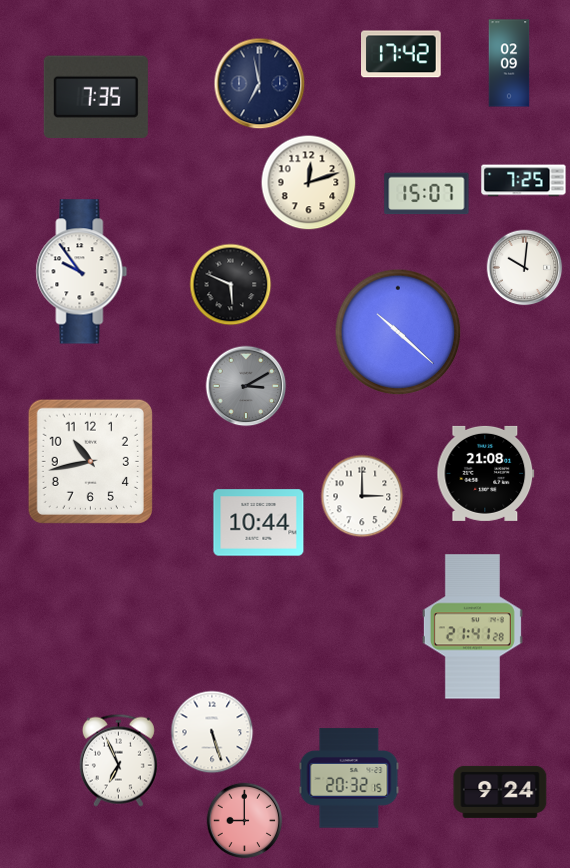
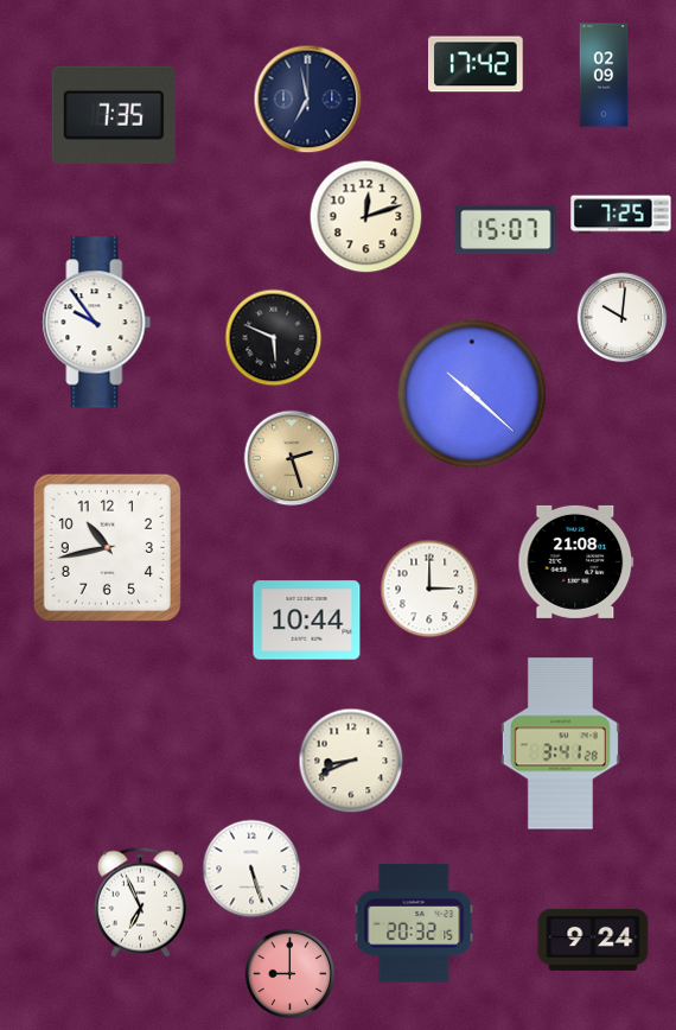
clock at (246, 386): 3:10 -> 2:27
clock at (246, 386) dial: grey -> champagne
clock at (472, 627): 21:41 -> 3:41
clock at (351, 761): none -> 8:41
